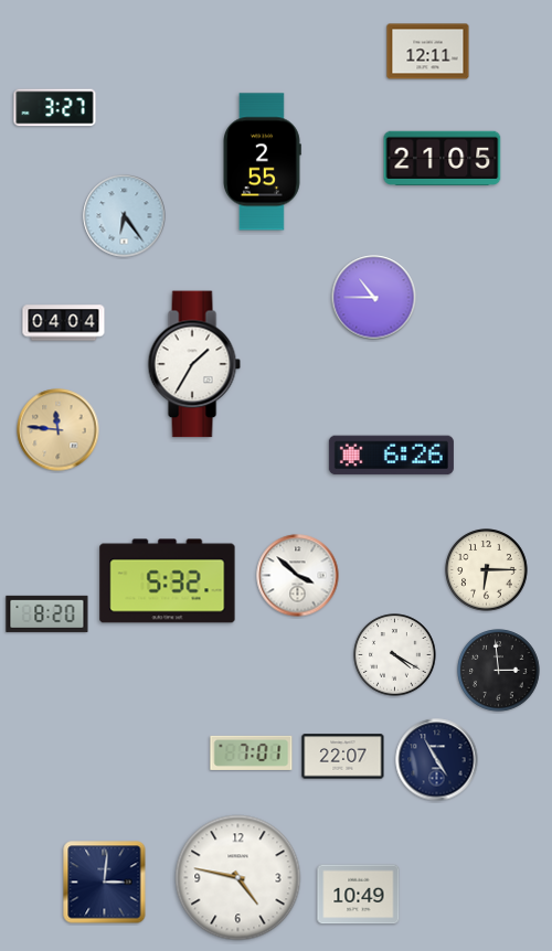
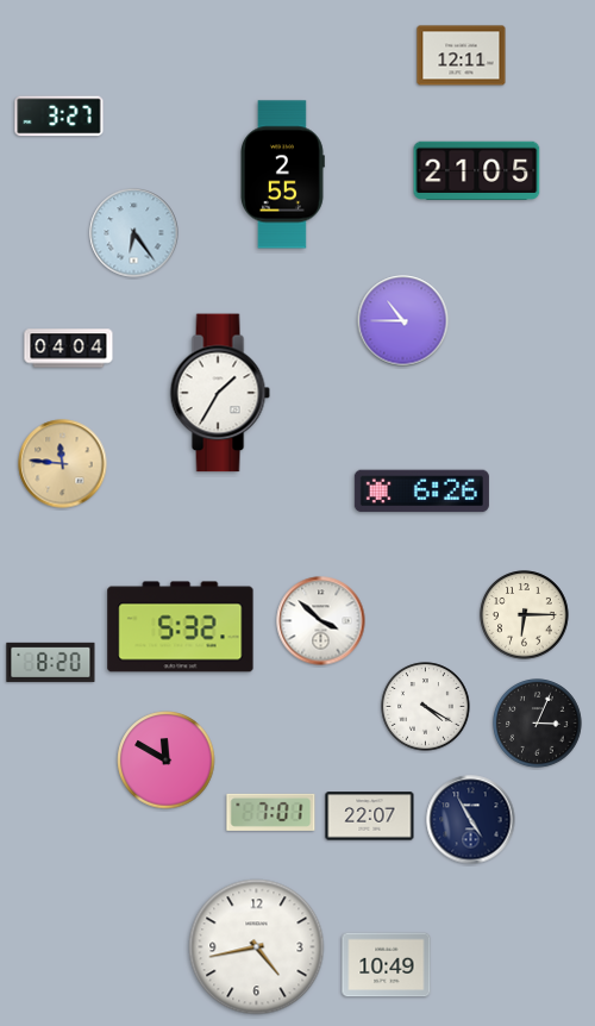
clock at (194, 364) position: (194, 364) -> (220, 393)
clock at (499, 671): 2:59 -> 3:04
clock at (167, 761): none -> 11:50
clock at (238, 878): 4:47 -> 4:43
clock at (105, 883): 3:01 -> none
